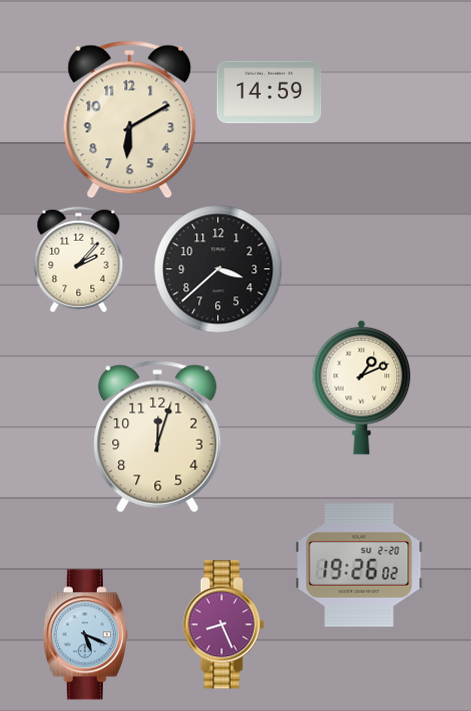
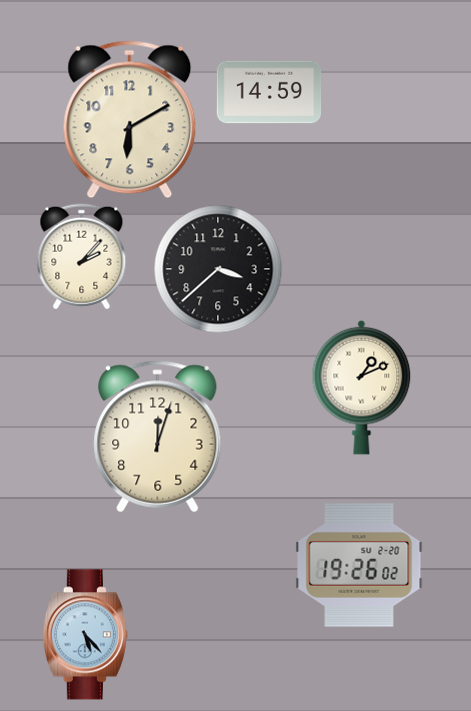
clock at (79, 260) position: (79, 260) -> (82, 257)
clock at (223, 625): 8:26 -> none
clock at (85, 635): 5:19 -> 5:23
